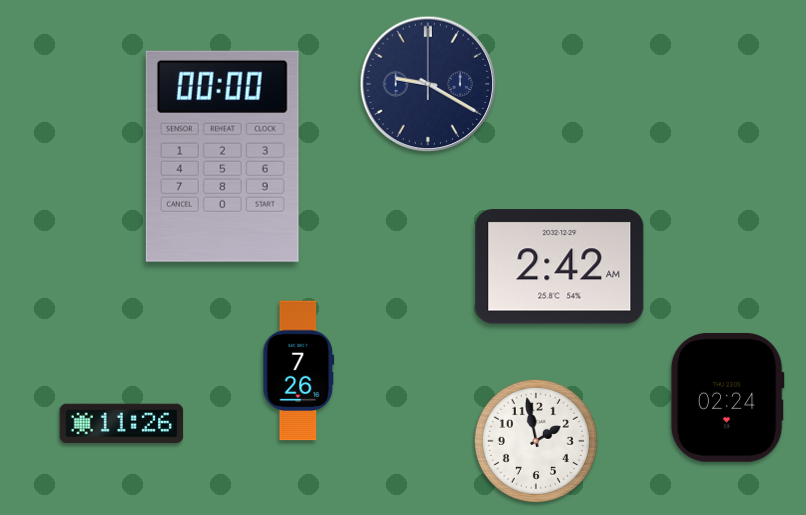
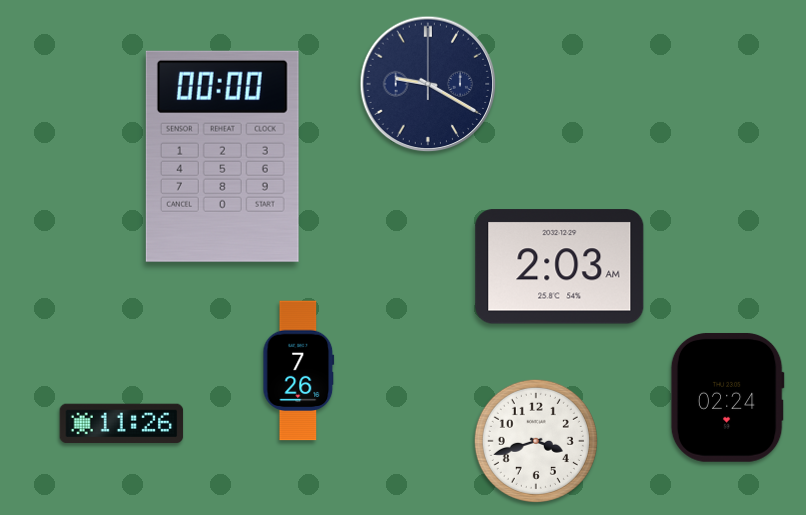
clock at (560, 267): 2:42 -> 2:03
clock at (536, 441): 1:58 -> 3:42
